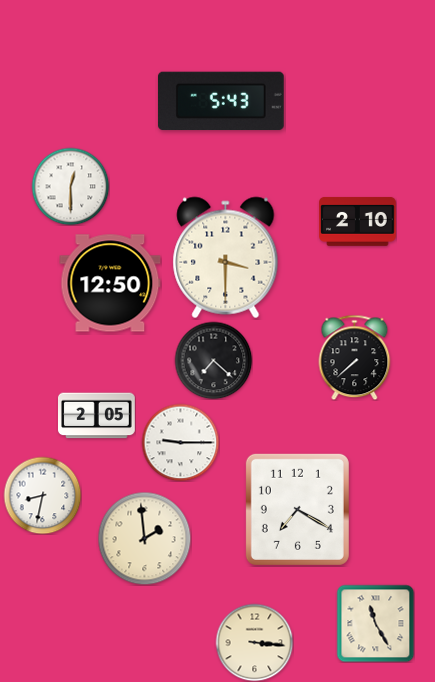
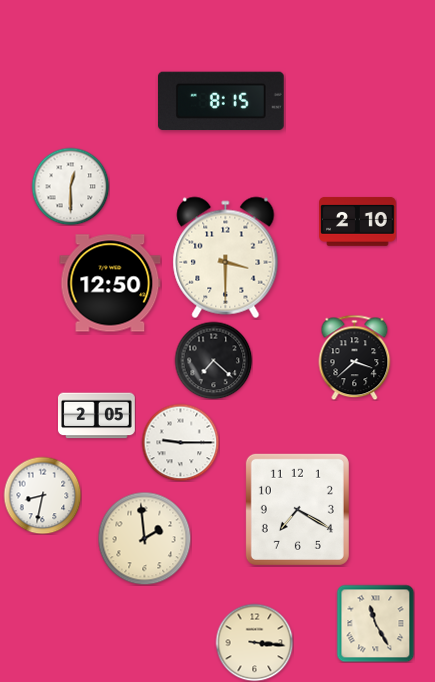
clock at (221, 101): 5:43 -> 8:15
clock at (355, 357): 7:38 -> 3:38
